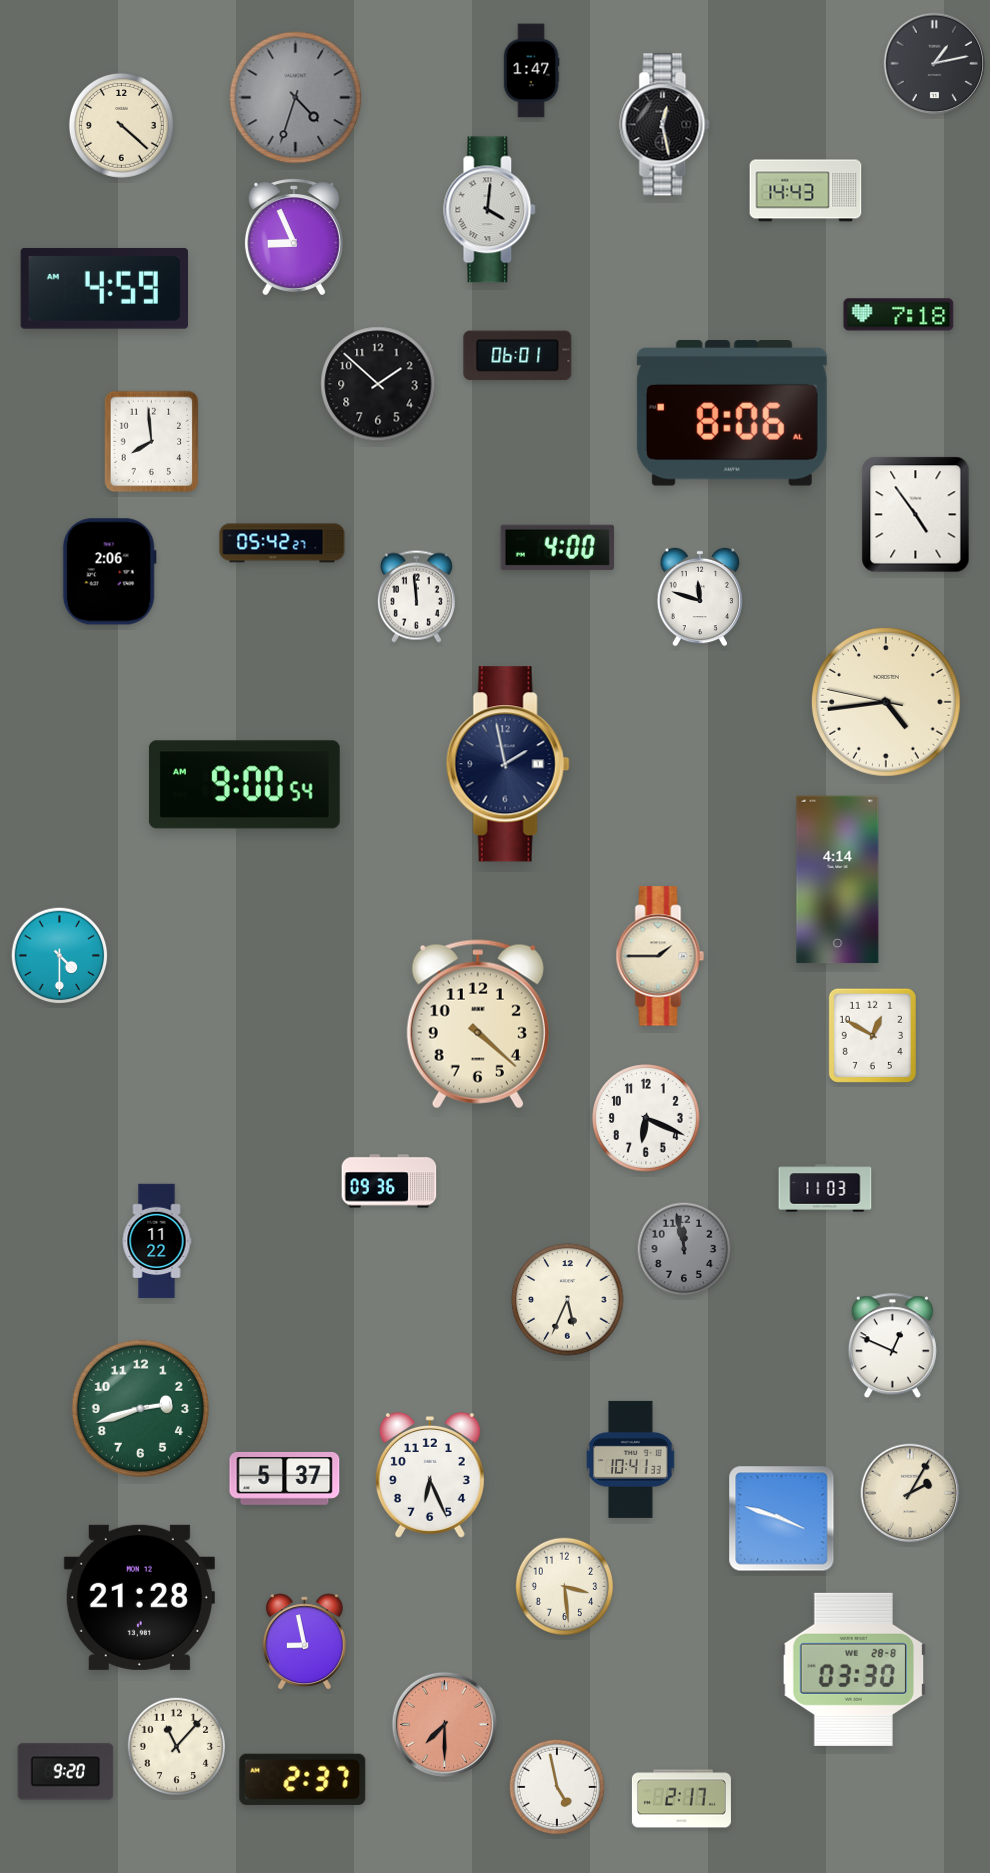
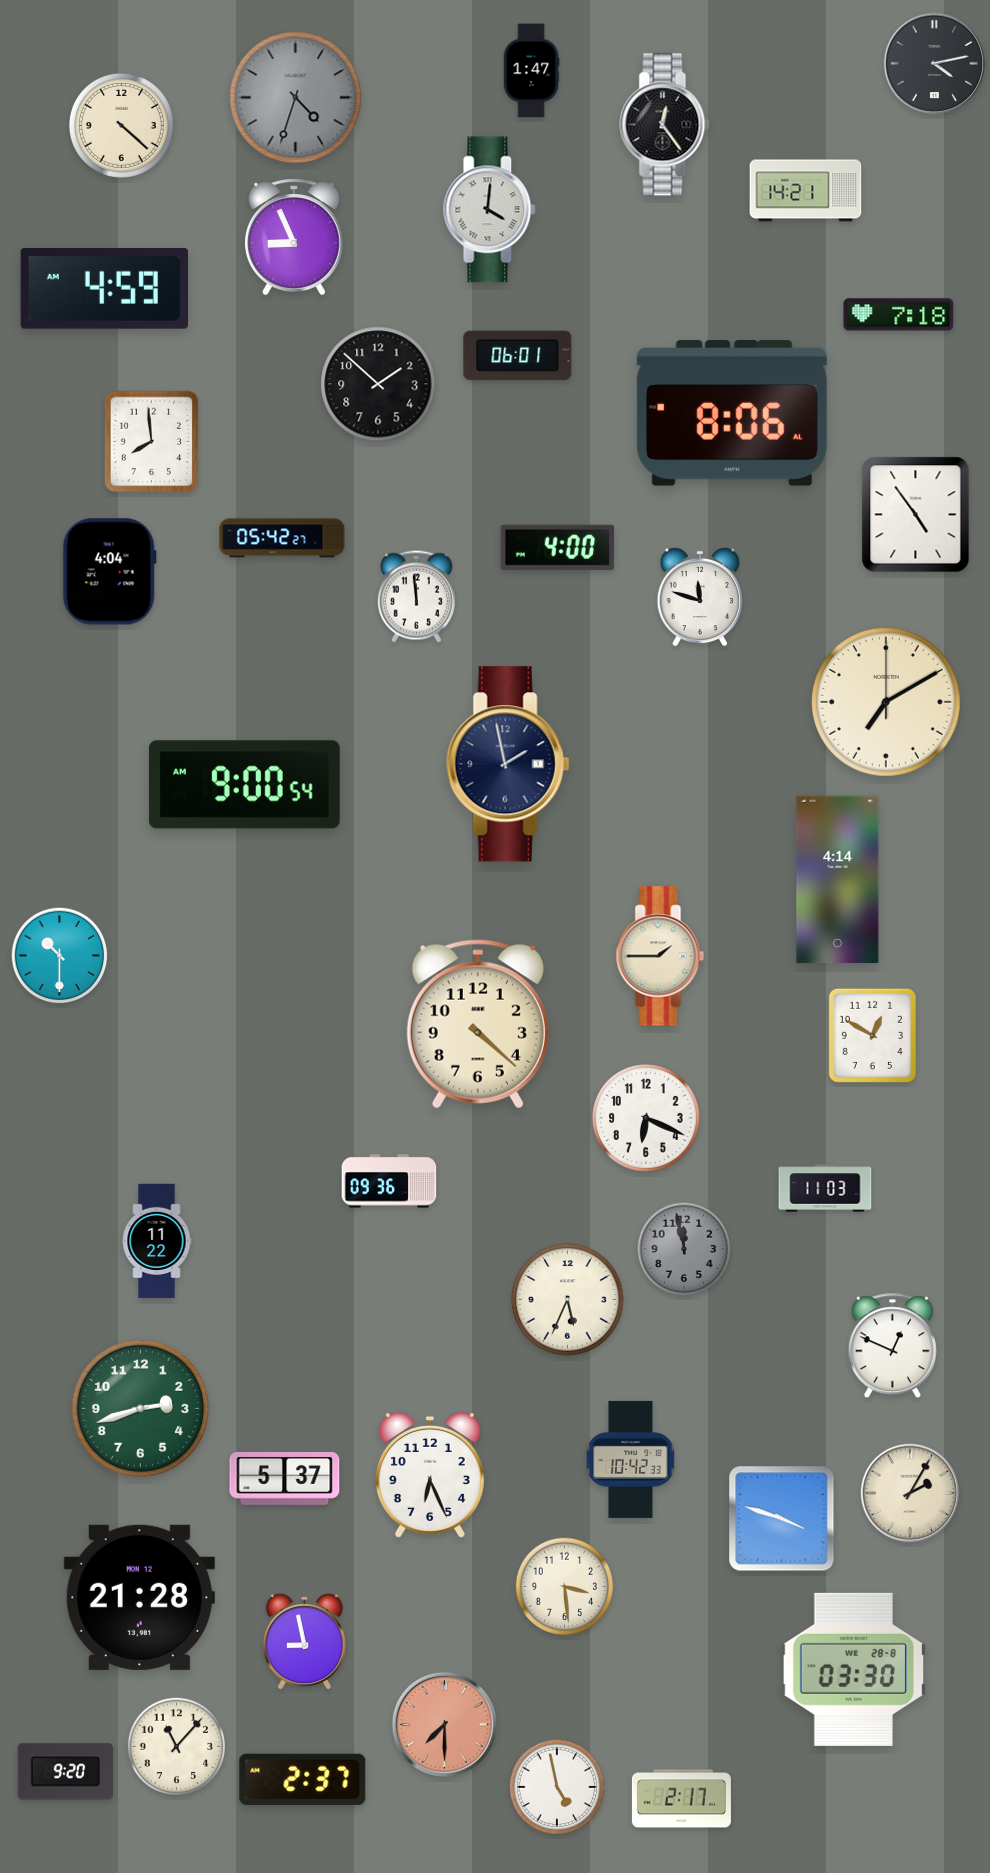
clock at (935, 64): 1:13 -> 4:13
clock at (665, 125): 12:28 -> 12:24
clock at (806, 191): 14:43 -> 14:21
clock at (282, 543) position: (282, 543) -> (282, 538)
clock at (109, 572): 2:06 -> 4:04
clock at (886, 702): 4:43 -> 7:10
clock at (60, 956): 4:30 -> 10:30
clock at (631, 1459): 10:41 -> 10:42
